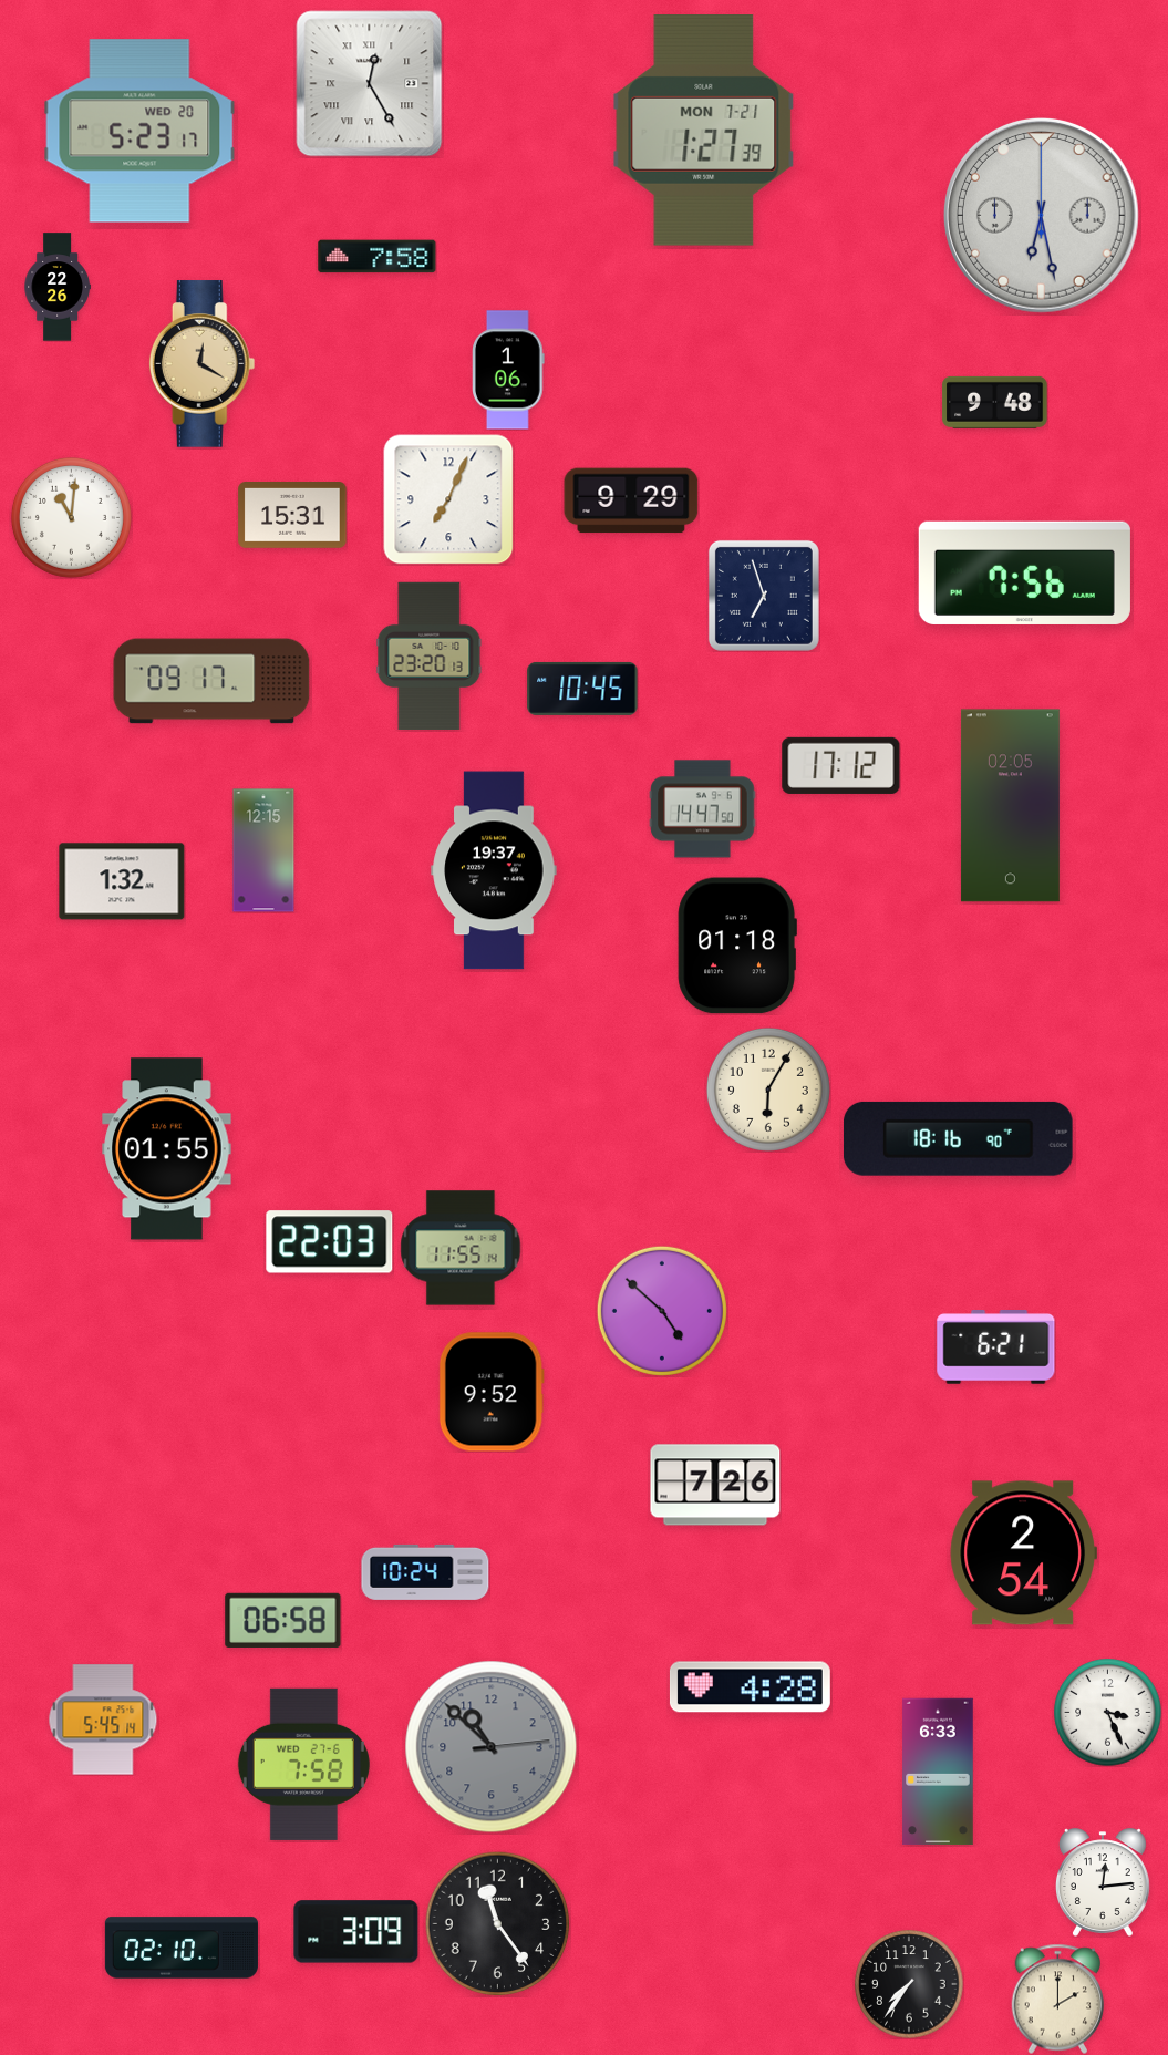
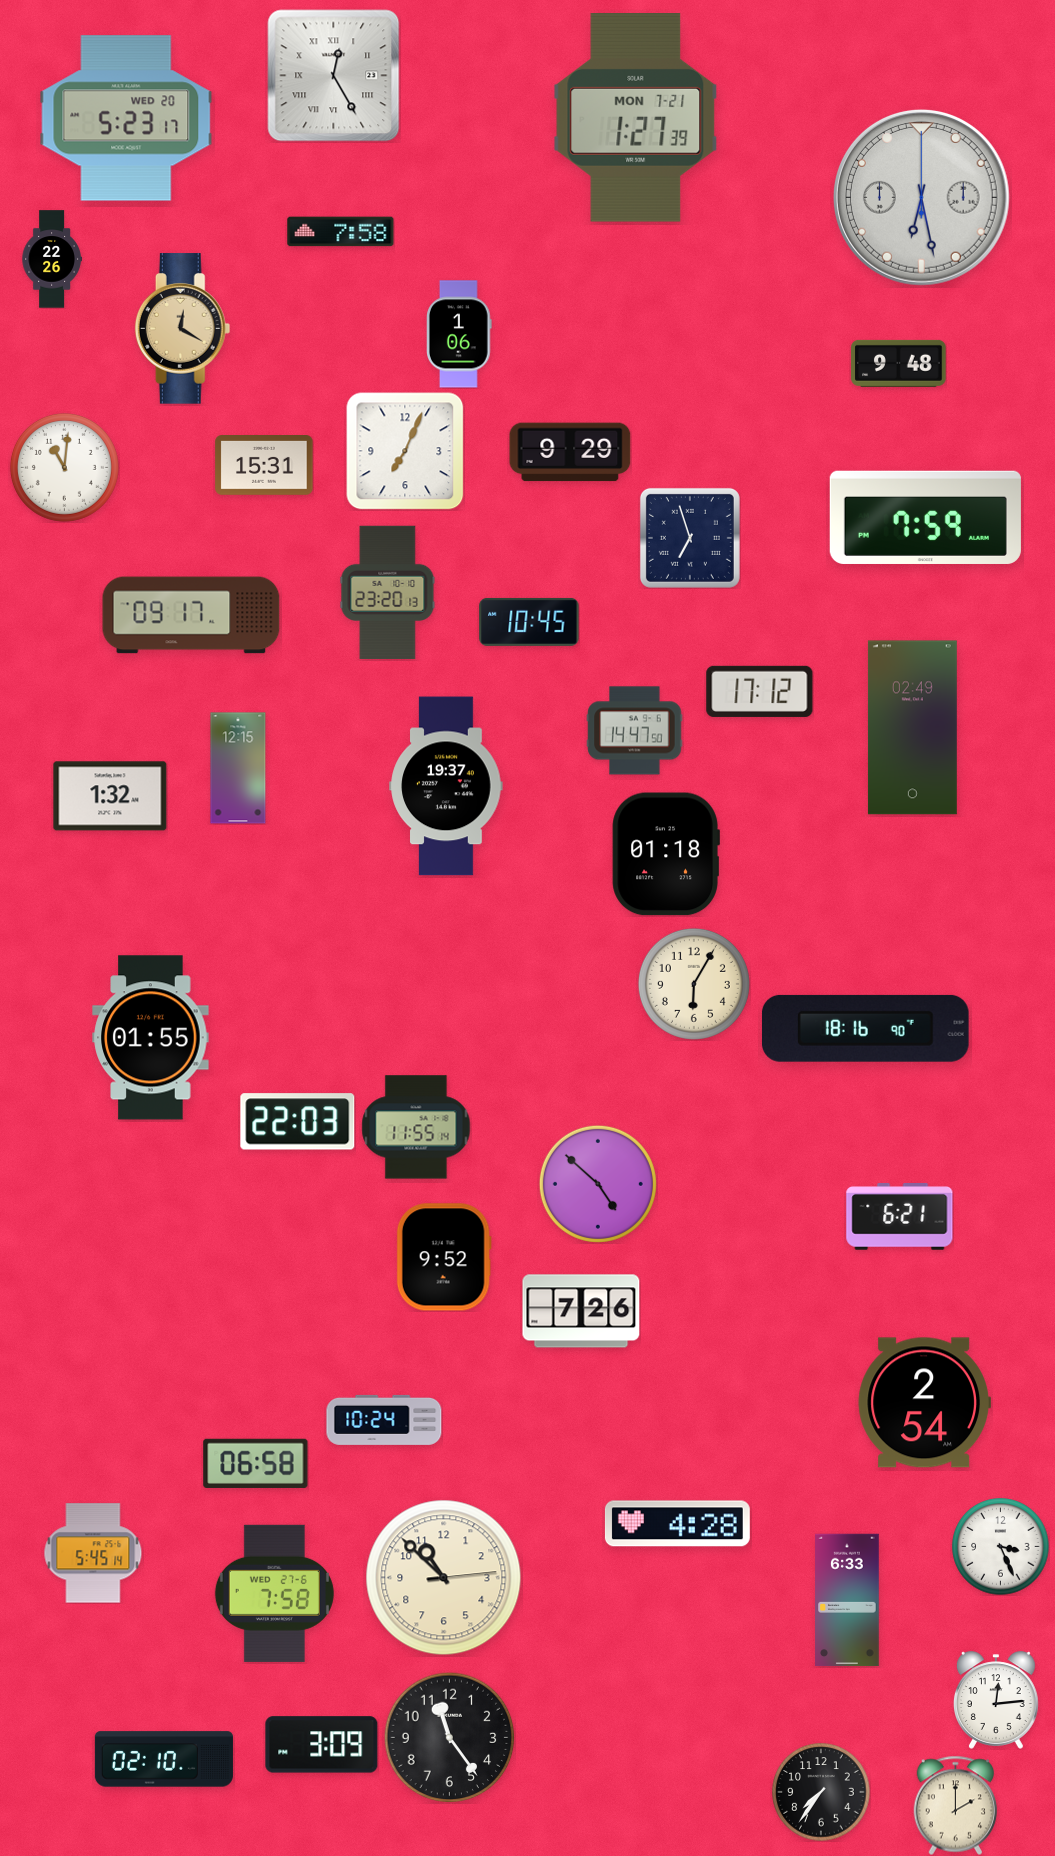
clock at (1042, 216) position: (1042, 216) -> (922, 198)
clock at (1024, 572): 7:56 -> 7:59
clock at (582, 689) position: (582, 689) -> (529, 622)
clock at (1010, 806): 02:05 -> 02:49
clock at (715, 1485) position: (715, 1485) -> (581, 1311)
clock at (492, 1747) dial: grey -> cream
